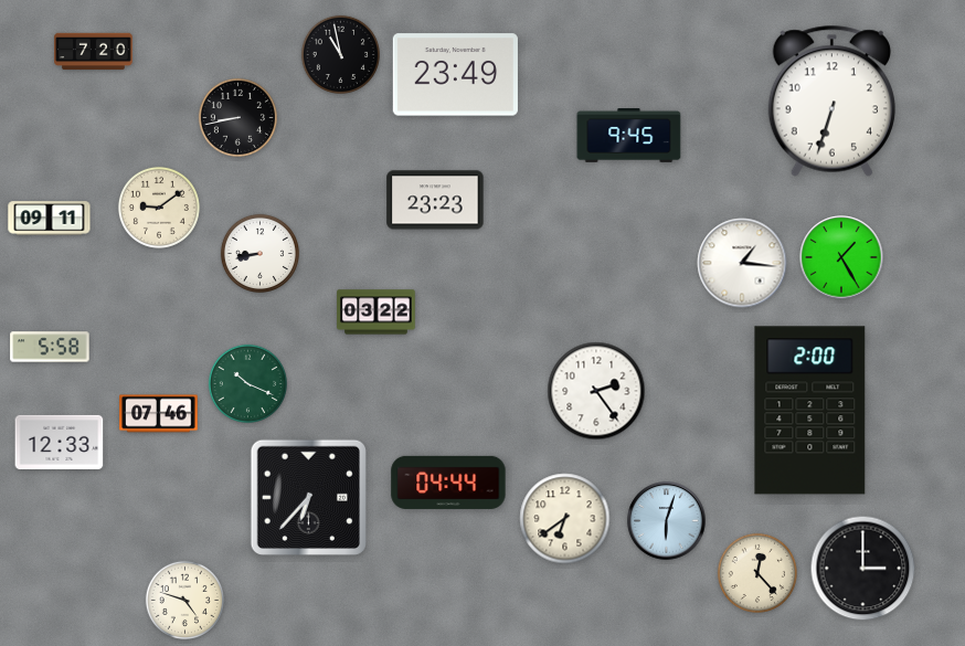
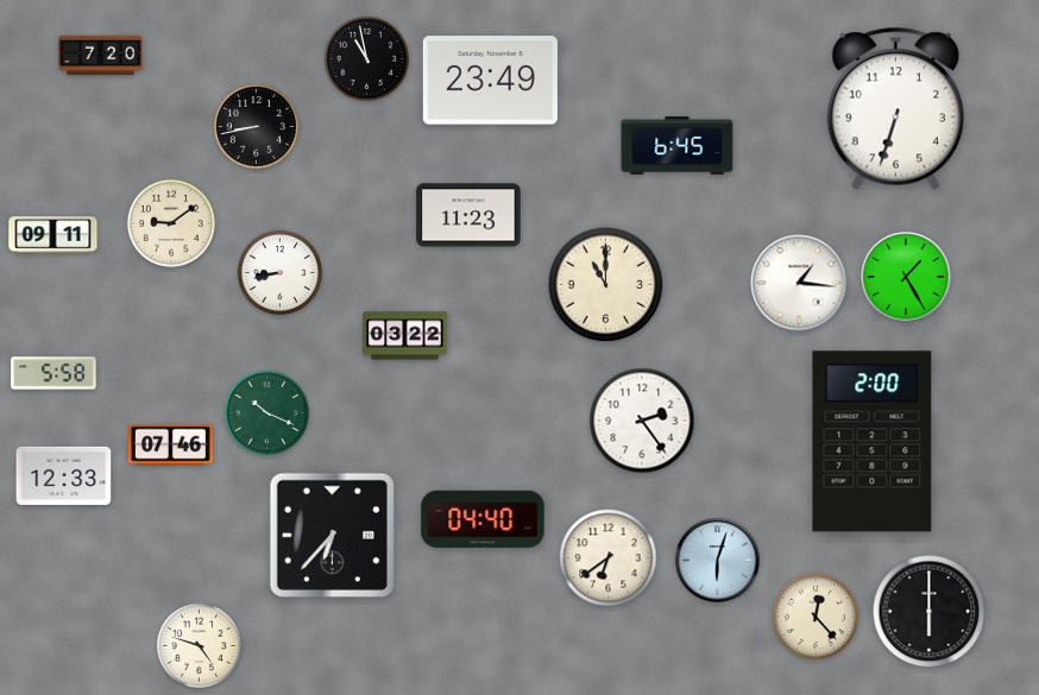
clock at (629, 136): 9:45 -> 6:45
clock at (435, 200): 23:23 -> 11:23
clock at (606, 285): none -> 11:00
clock at (448, 483): 04:44 -> 04:40
clock at (863, 569): 3:00 -> 6:00
